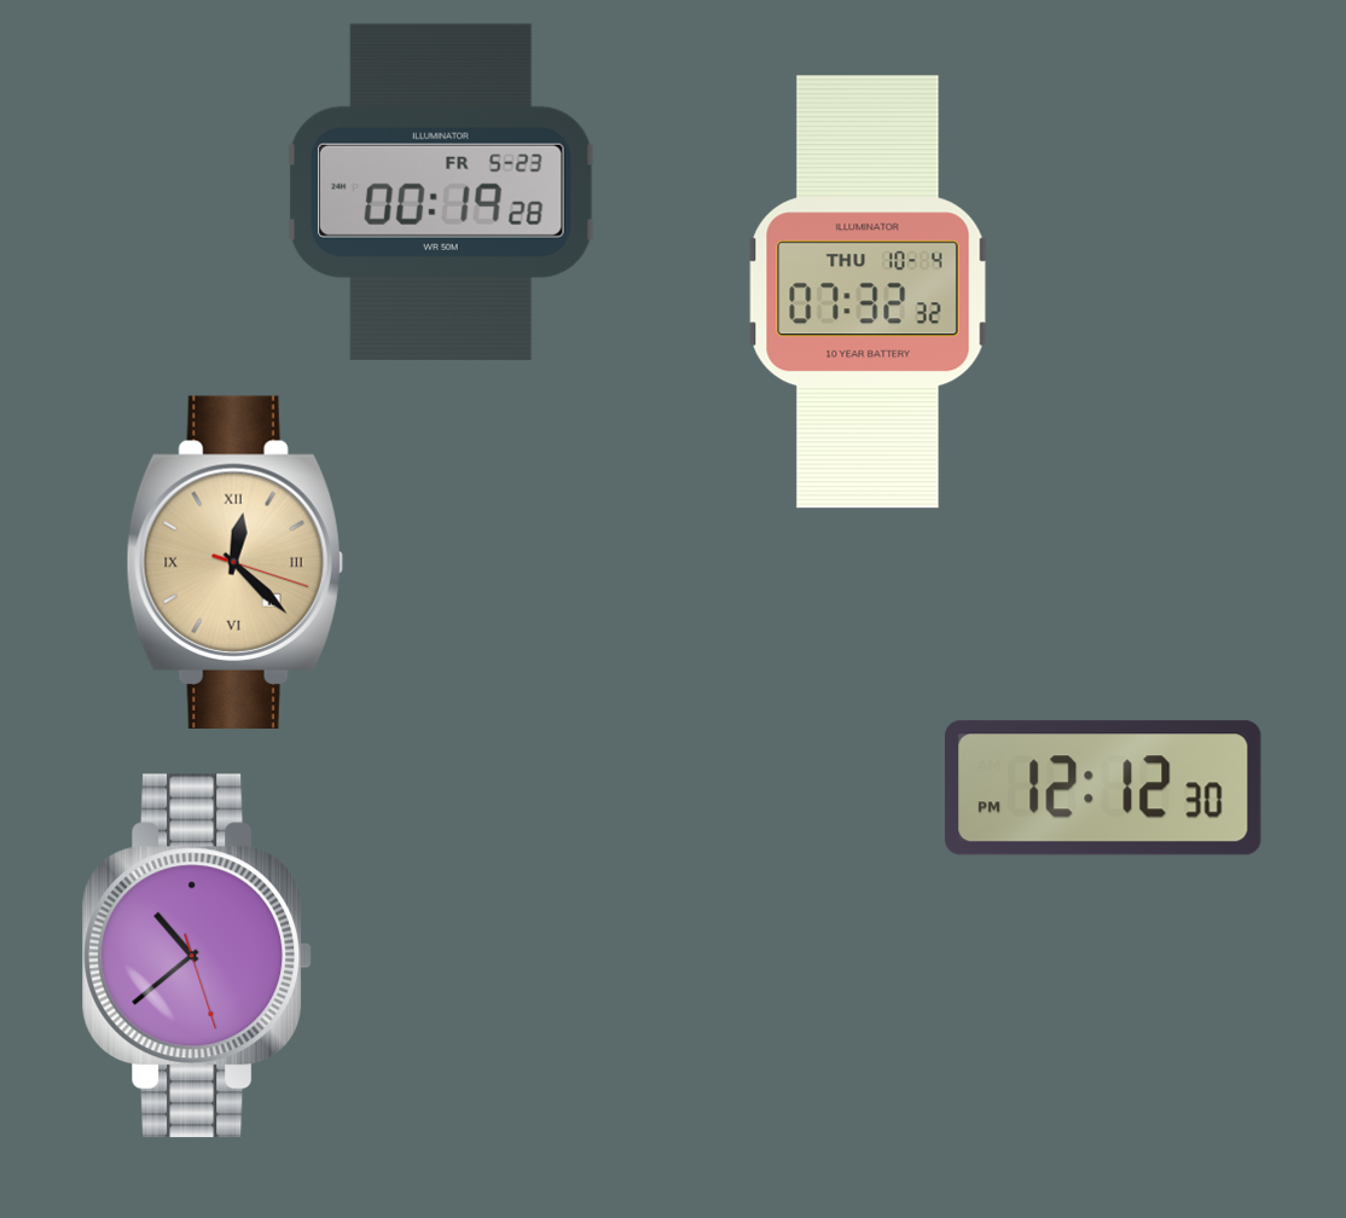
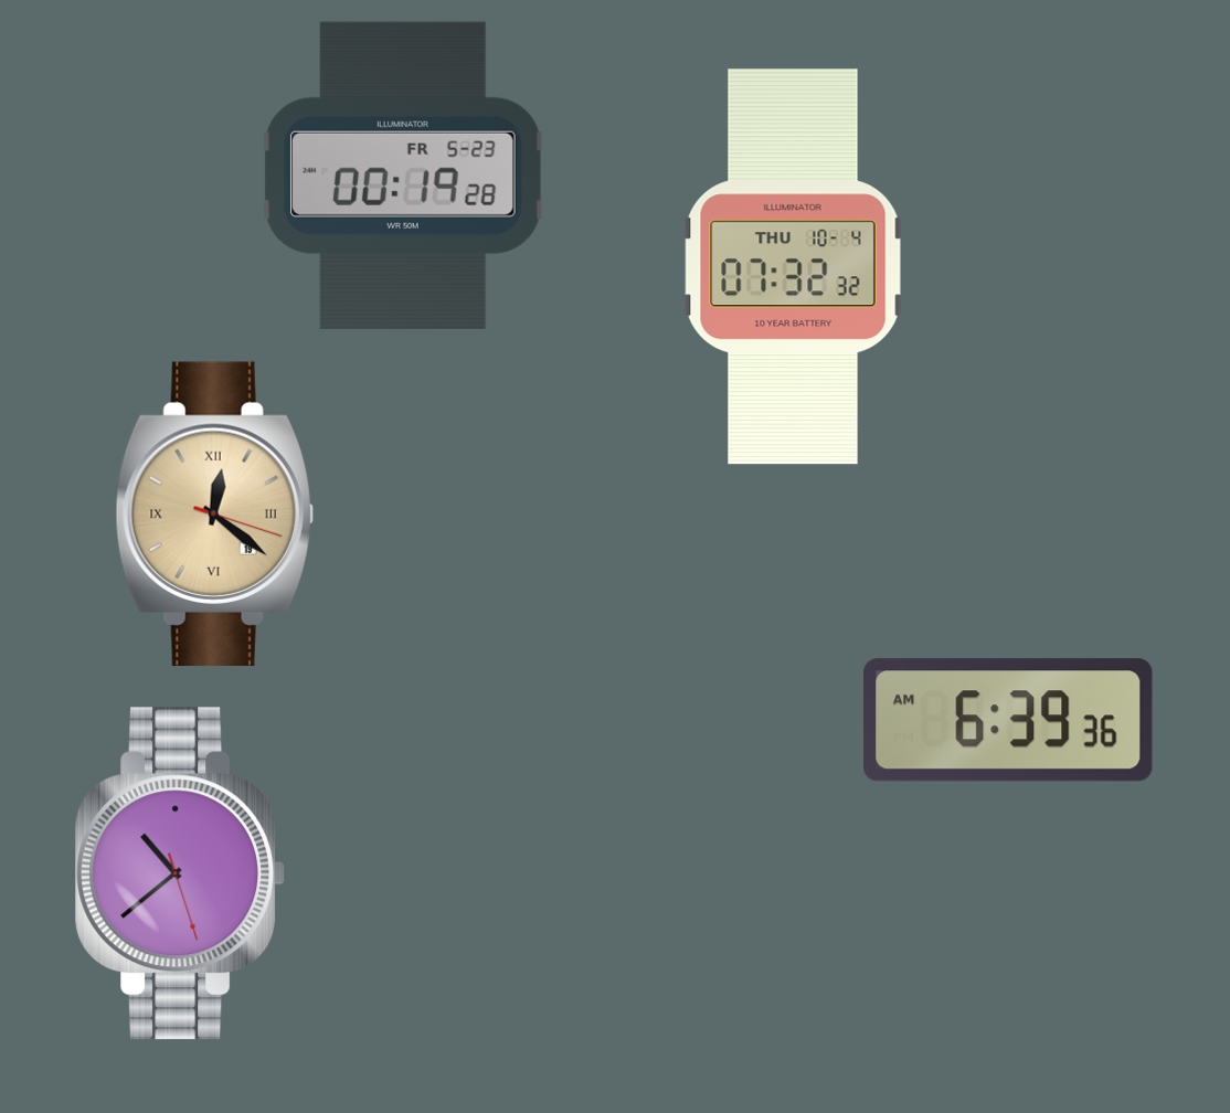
clock at (234, 562): 12:22 -> 12:21
clock at (1104, 788): 12:12 -> 6:39
